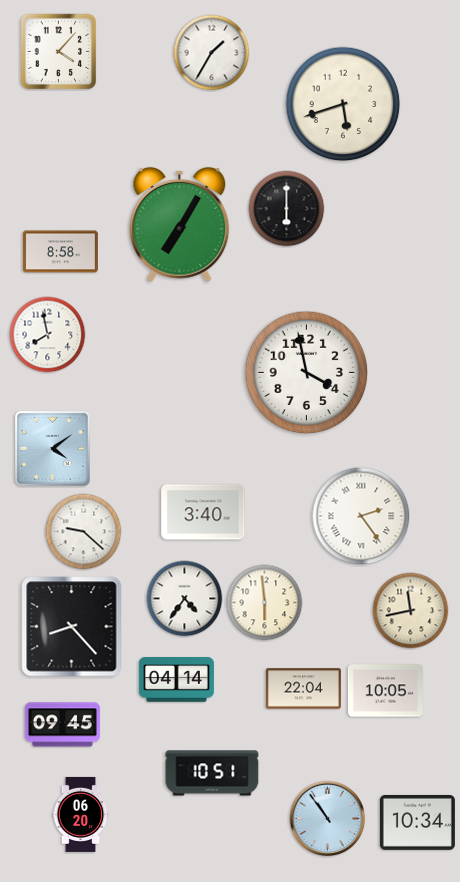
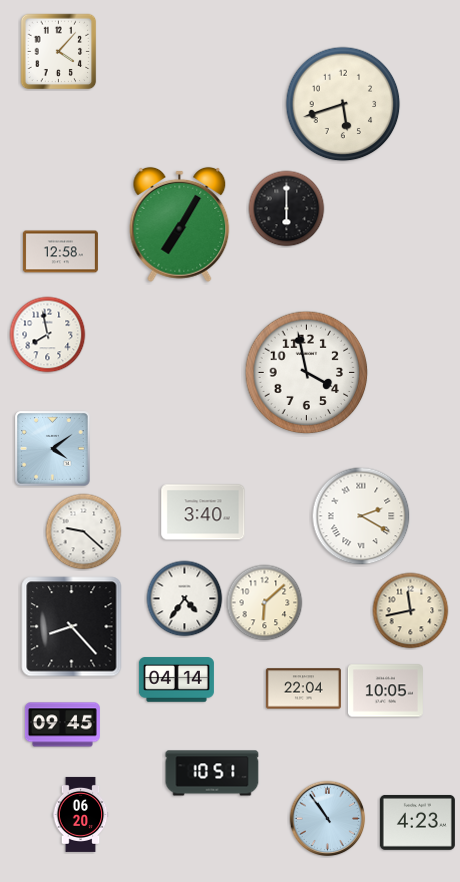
clock at (212, 53): 1:35 -> none
clock at (60, 252): 8:58 -> 12:58
clock at (361, 516): 2:24 -> 2:20
clock at (265, 603): 5:59 -> 6:08
clock at (417, 822): 10:34 -> 4:23
